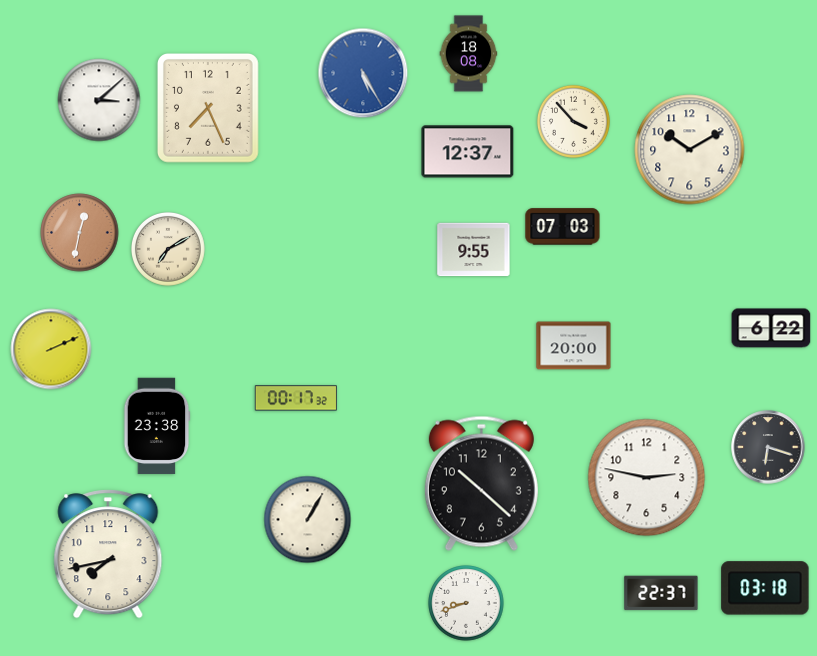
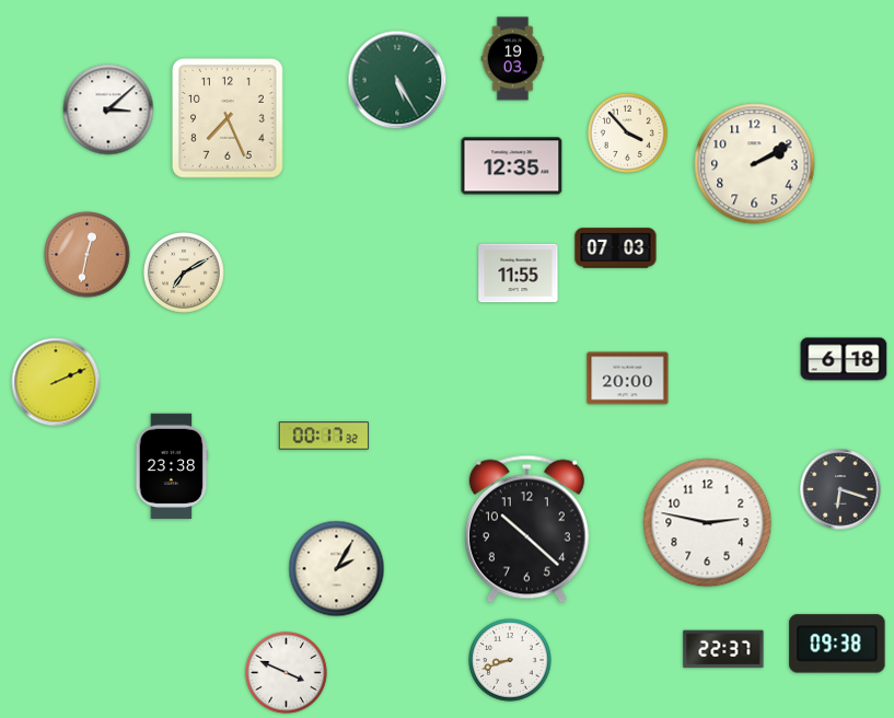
clock at (469, 54): 18:08 -> 19:03
clock at (363, 73) dial: blue -> green
clock at (690, 150): 10:10 -> 2:10
clock at (468, 152): 12:37 -> 12:35
clock at (474, 250): 9:55 -> 11:55
clock at (771, 328): 6:22 -> 6:18
clock at (308, 520): 1:05 -> 2:05
clock at (108, 554): 7:43 -> none
clock at (765, 588): 03:18 -> 09:38
clock at (287, 673): none -> 3:49
